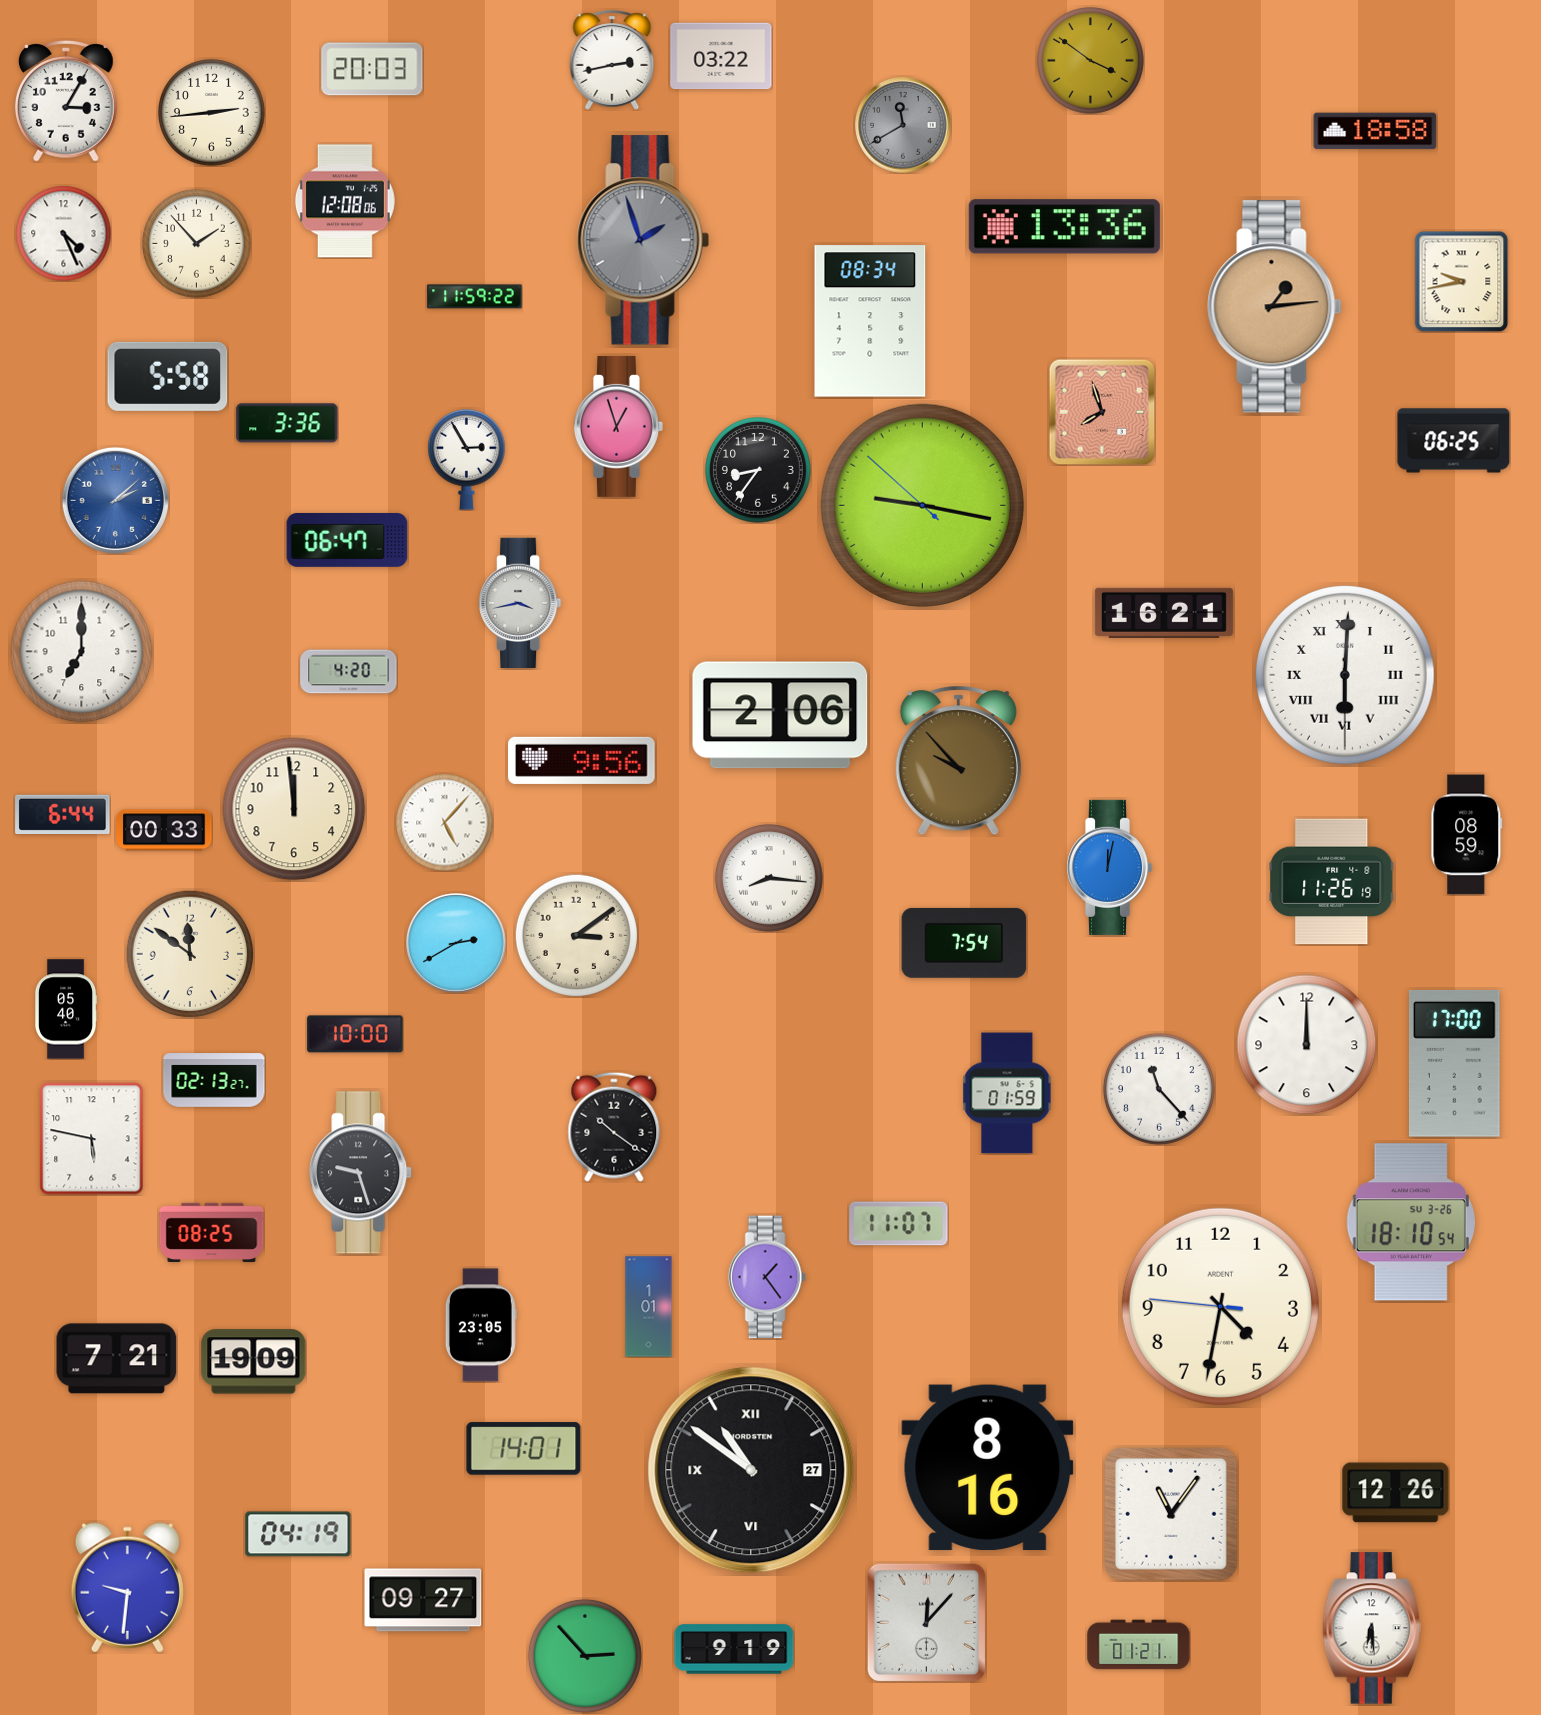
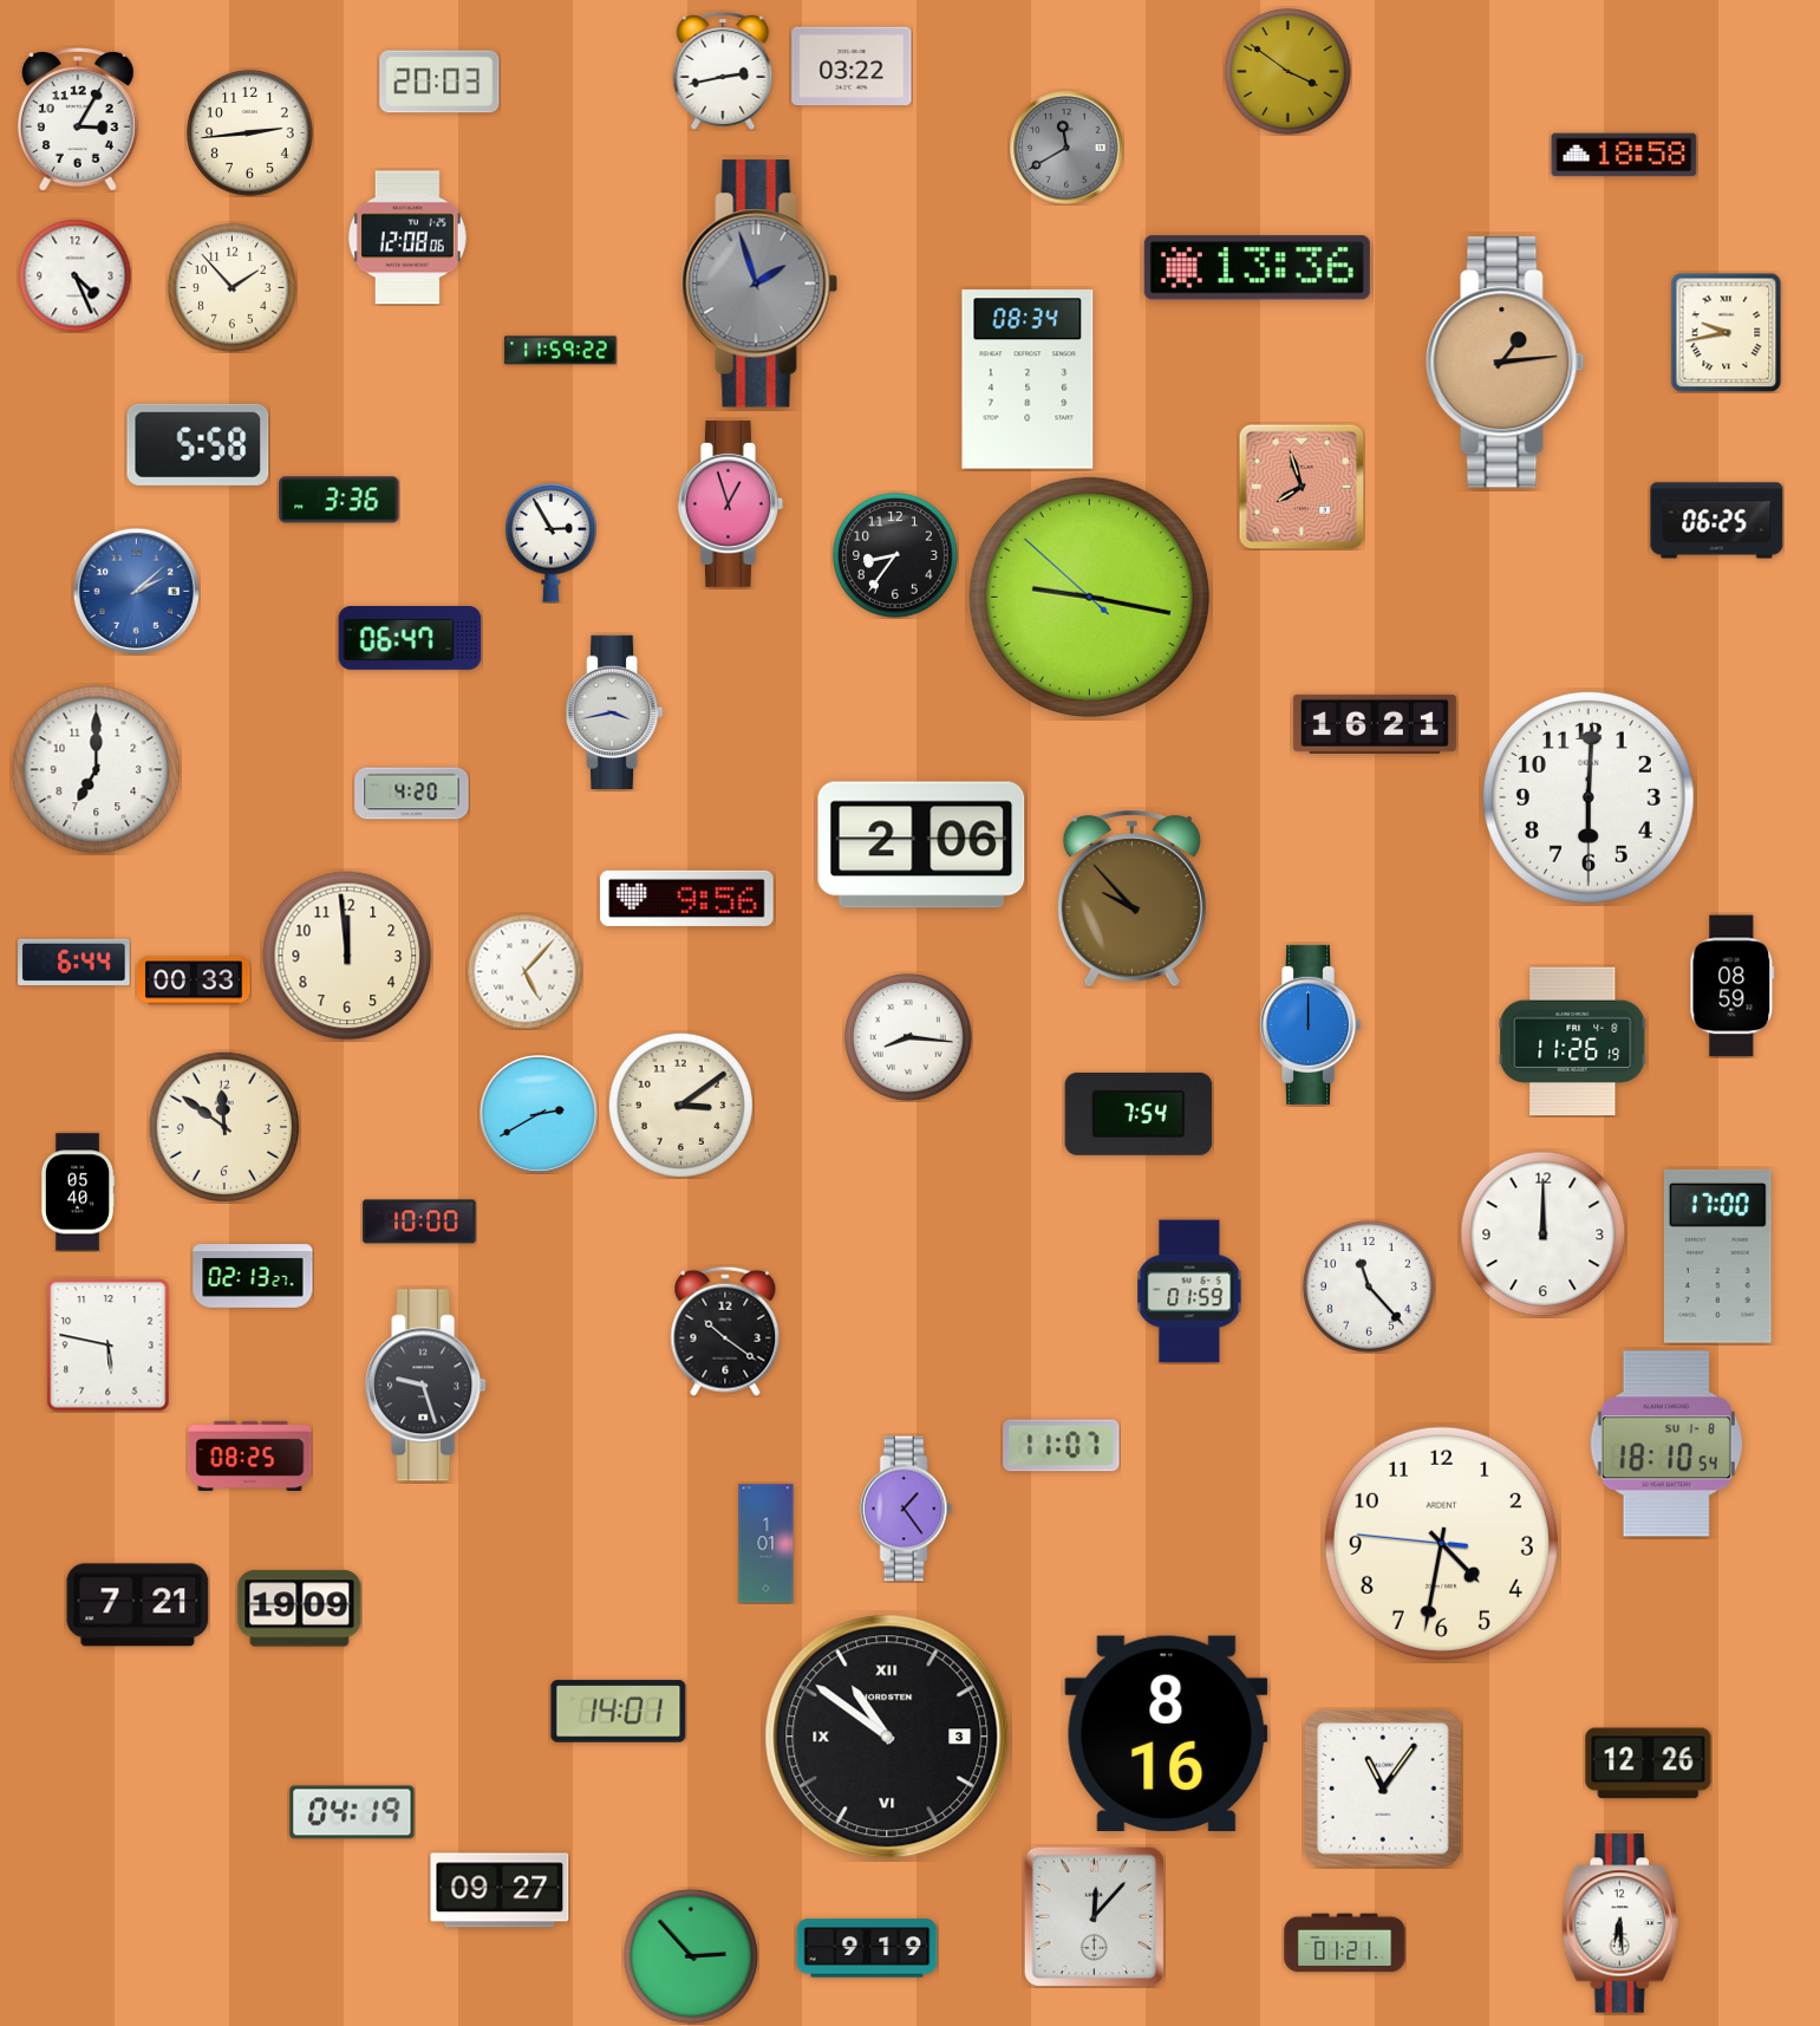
clock at (1346, 676) numerals: Roman -> Arabic
clock at (1110, 867): 12:02 -> 12:00
clock at (1411, 1222) date: SU 3-26 -> SU 1-8
clock at (481, 1325): 23:05 -> none
clock at (751, 1470) date: 27 -> 3
clock at (127, 1588): 9:31 -> none
